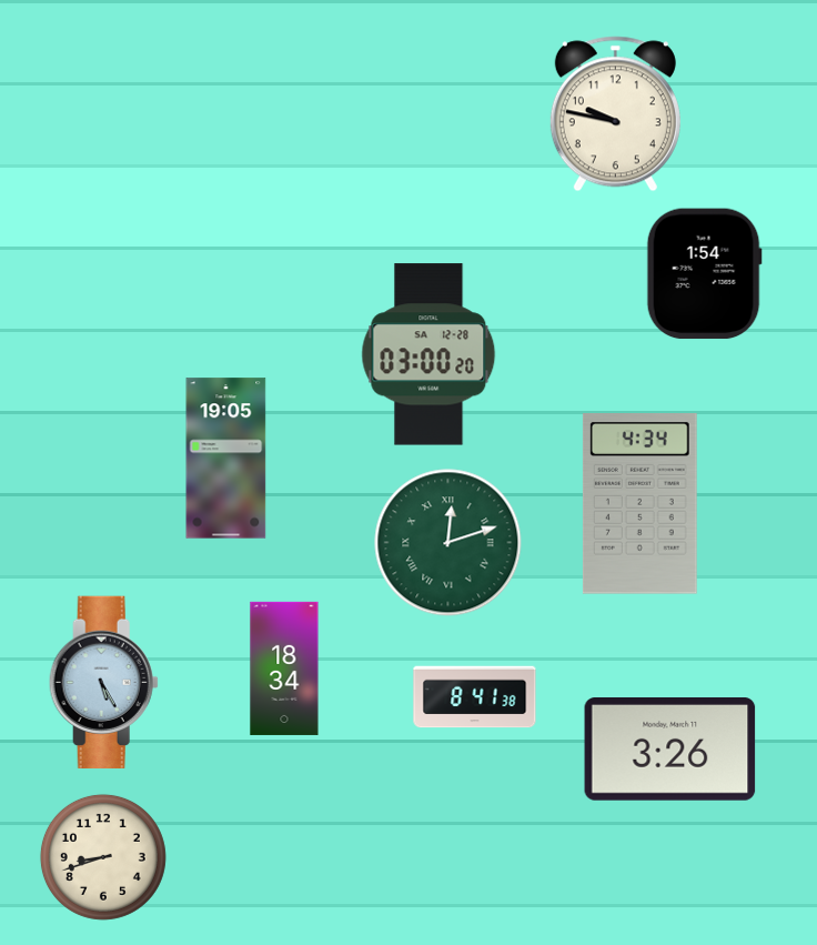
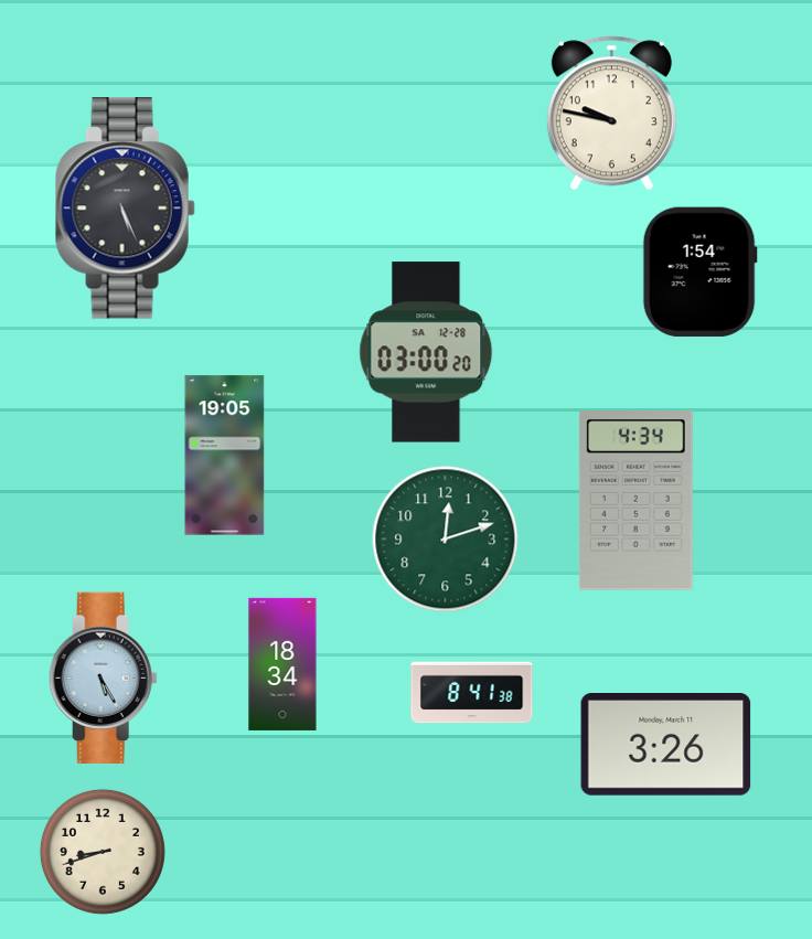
clock at (125, 209): none -> 5:26
clock at (448, 543) numerals: Roman -> Arabic
